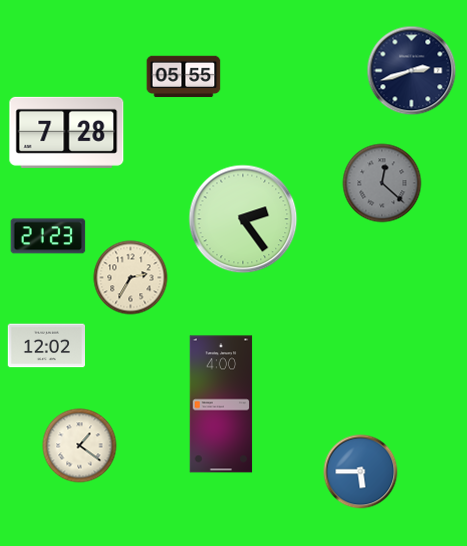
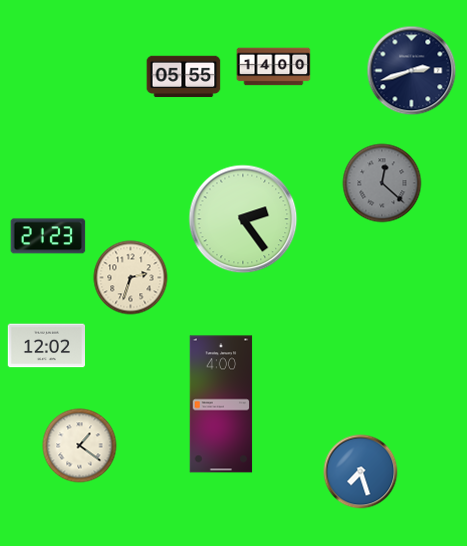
clock at (274, 67): none -> 14:00
clock at (67, 132): 7:28 -> none
clock at (131, 278): 2:35 -> 2:33
clock at (361, 472): 5:45 -> 7:27
